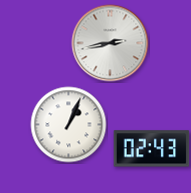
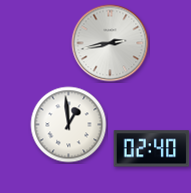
clock at (69, 125): 1:04 -> 12:59
clock at (152, 149): 02:43 -> 02:40
